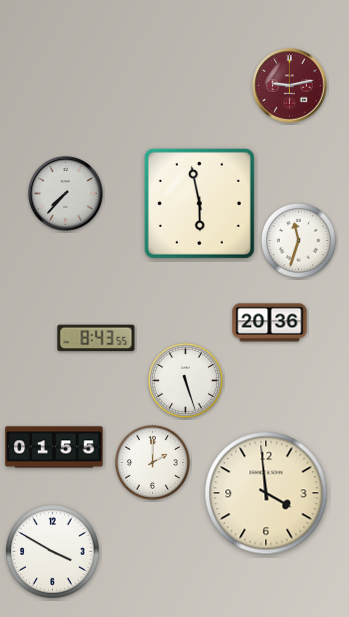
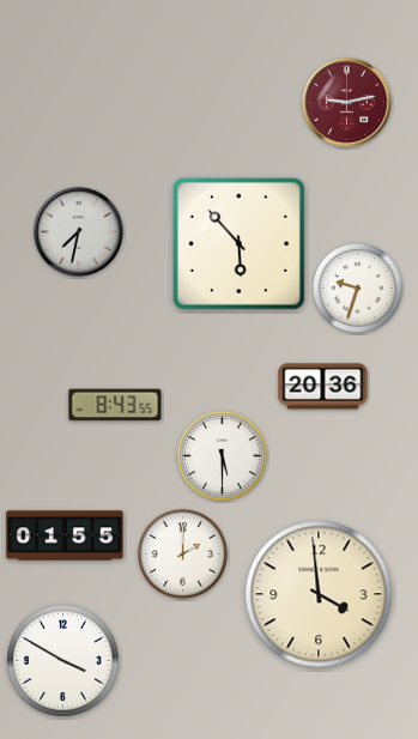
clock at (66, 194): 7:37 -> 7:32
clock at (199, 203): 5:58 -> 5:53
clock at (298, 240): 11:33 -> 9:33
clock at (185, 380): 5:27 -> 5:30
clock at (266, 493) position: (266, 493) -> (319, 594)
